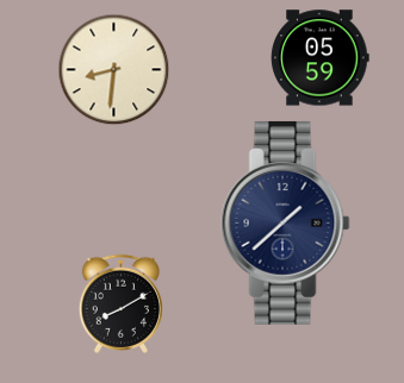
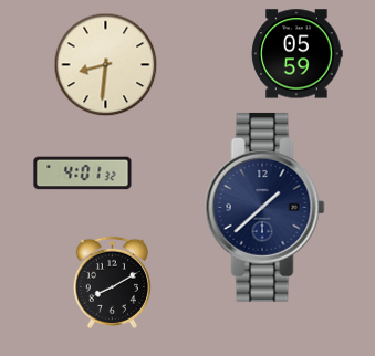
clock at (83, 174): none -> 4:01
